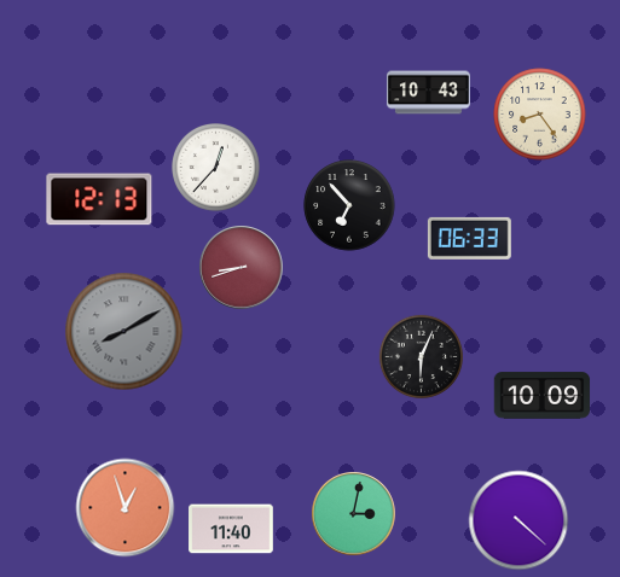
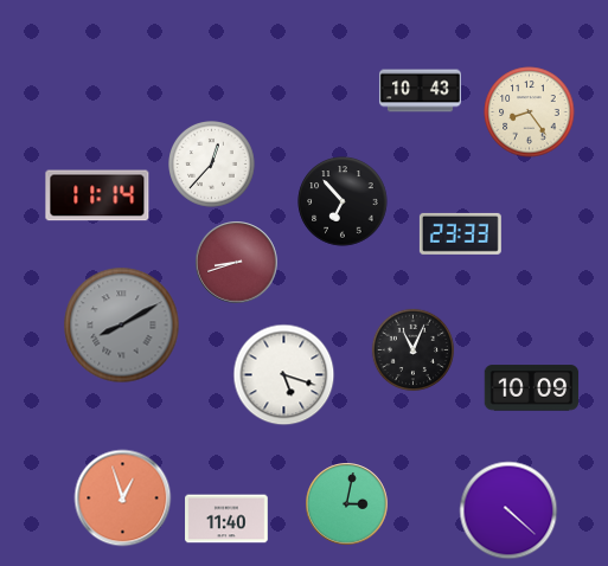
clock at (99, 199): 12:13 -> 11:14
clock at (469, 238): 06:33 -> 23:33
clock at (422, 357): 6:04 -> 11:04
clock at (284, 375): none -> 5:18
